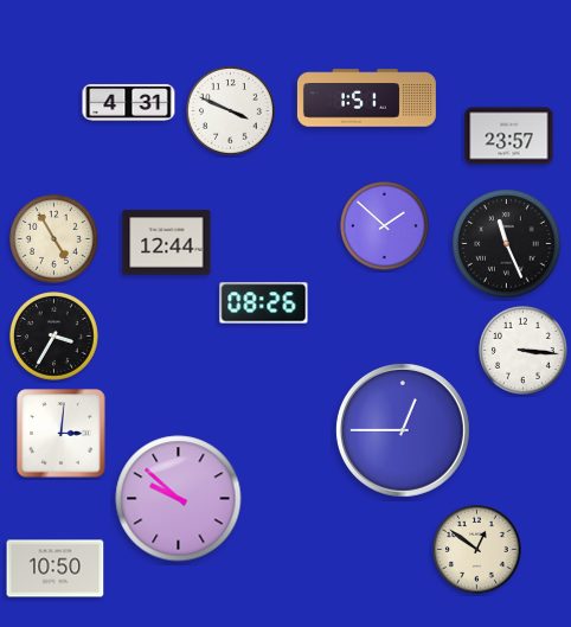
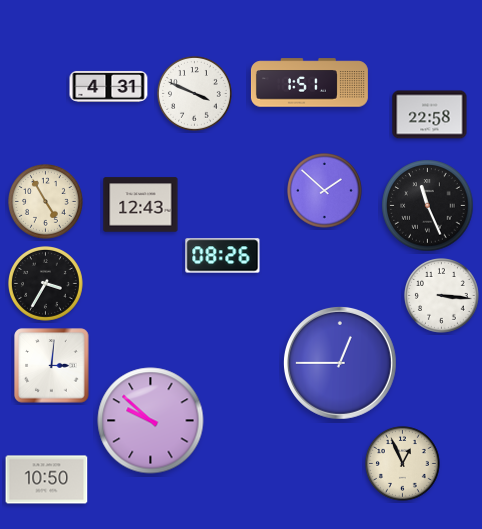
clock at (509, 136): 23:57 -> 22:58
clock at (167, 243): 12:44 -> 12:43
clock at (477, 550): 12:51 -> 12:56
